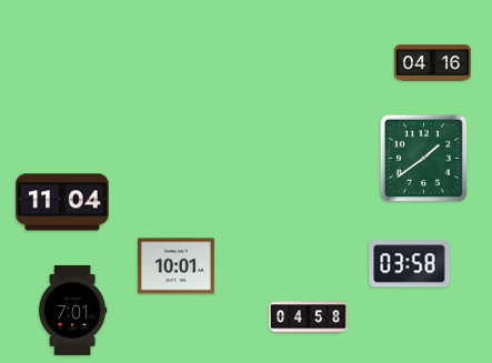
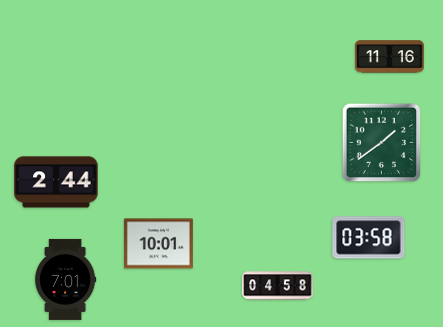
clock at (432, 63): 04:16 -> 11:16
clock at (62, 202): 11:04 -> 2:44
clock at (175, 266) position: (175, 266) -> (158, 244)
